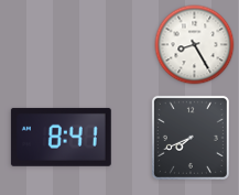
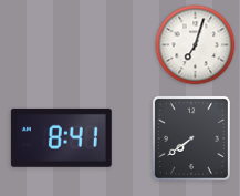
clock at (195, 45): 8:25 -> 7:03
clock at (191, 138): 7:41 -> 7:39
